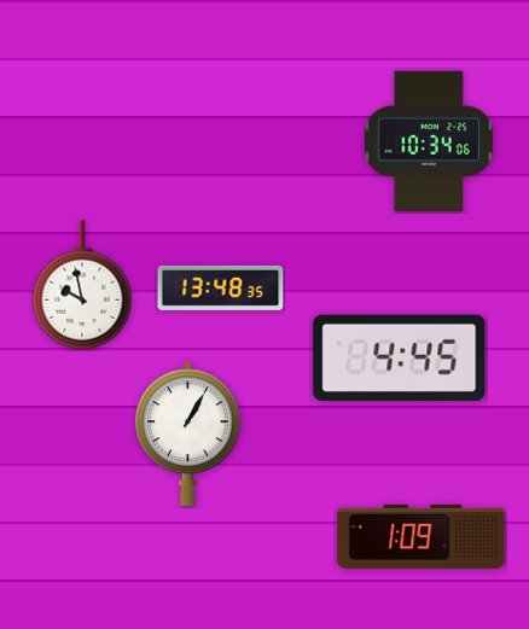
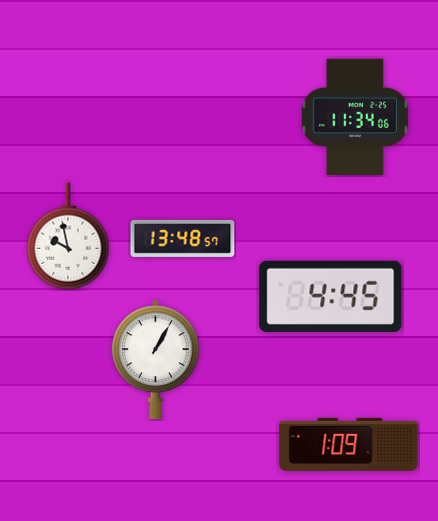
clock at (429, 140): 10:34 -> 11:34
clock at (221, 287): 13:48:35 -> 13:48:57
